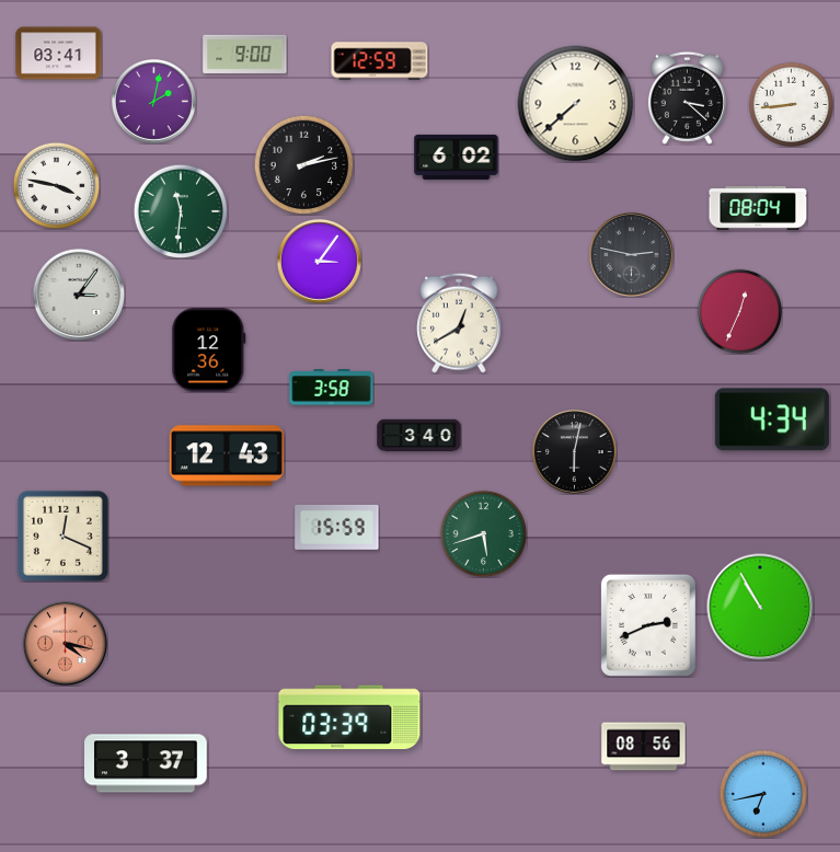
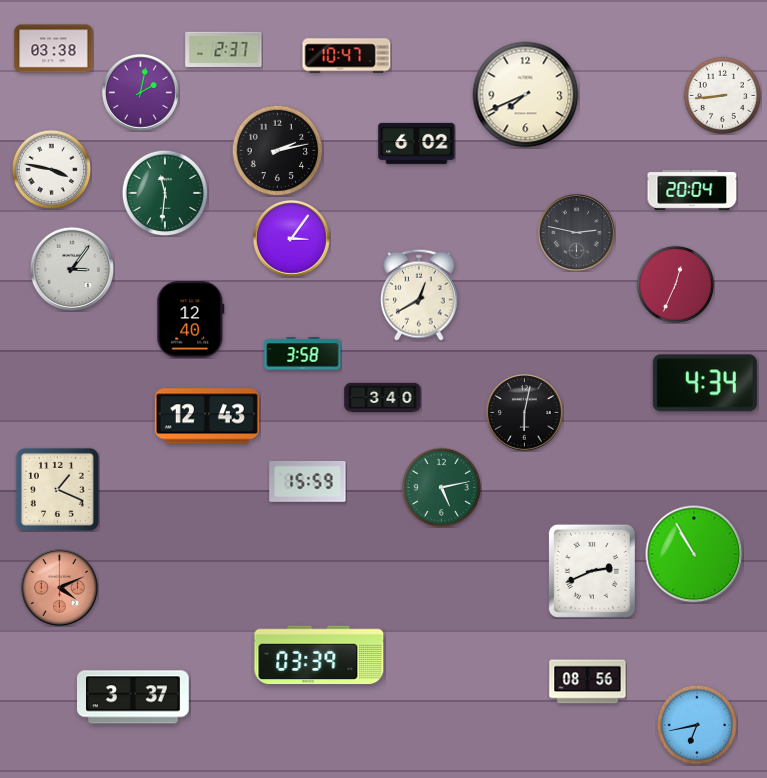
clock at (59, 54): 03:41 -> 03:38
clock at (245, 54): 9:00 -> 2:37
clock at (380, 61): 12:59 -> 10:47
clock at (687, 97): 3:22 -> none
clock at (576, 104): 7:38 -> 7:41
clock at (758, 208): 08:04 -> 20:04
clock at (209, 350): 12:36 -> 12:40
clock at (483, 533): 5:42 -> 5:13
clock at (62, 536): 12:19 -> 1:19
clock at (65, 643): 4:17 -> 4:11
